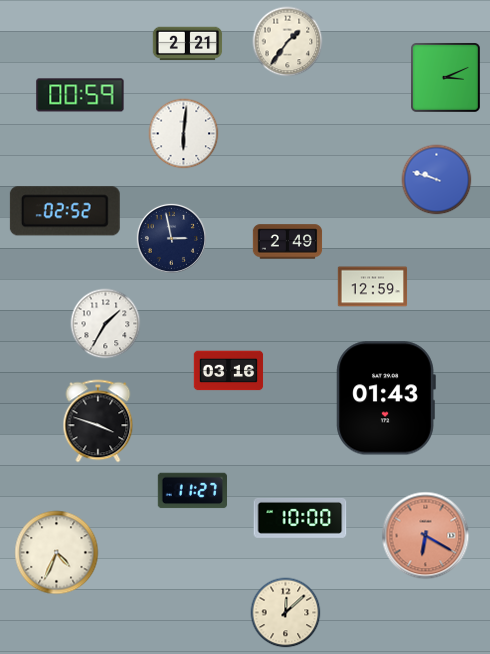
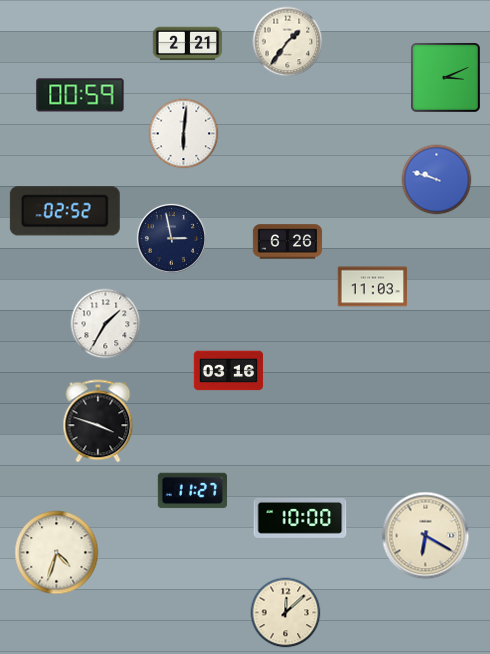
clock at (288, 242): 2:49 -> 6:26
clock at (373, 287): 12:59 -> 11:03
clock at (386, 398): 01:43 -> none
clock at (426, 536) dial: salmon -> cream
clock at (57, 553): 4:34 -> 4:33
